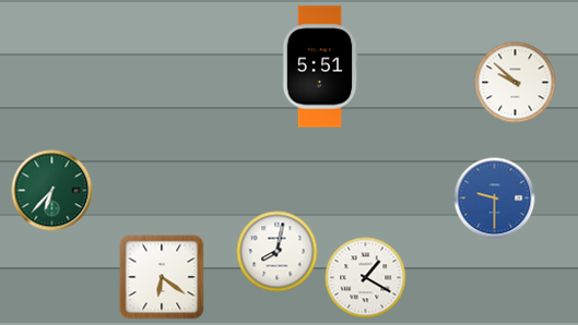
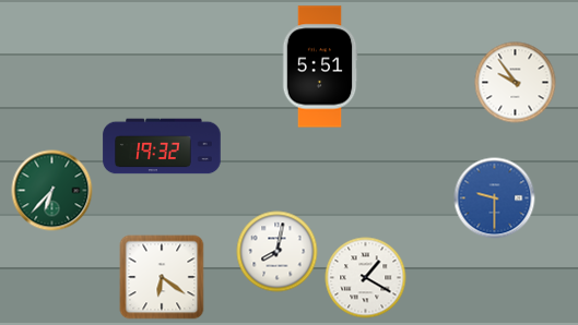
clock at (516, 83): 9:52 -> 9:54
clock at (162, 146): none -> 19:32
